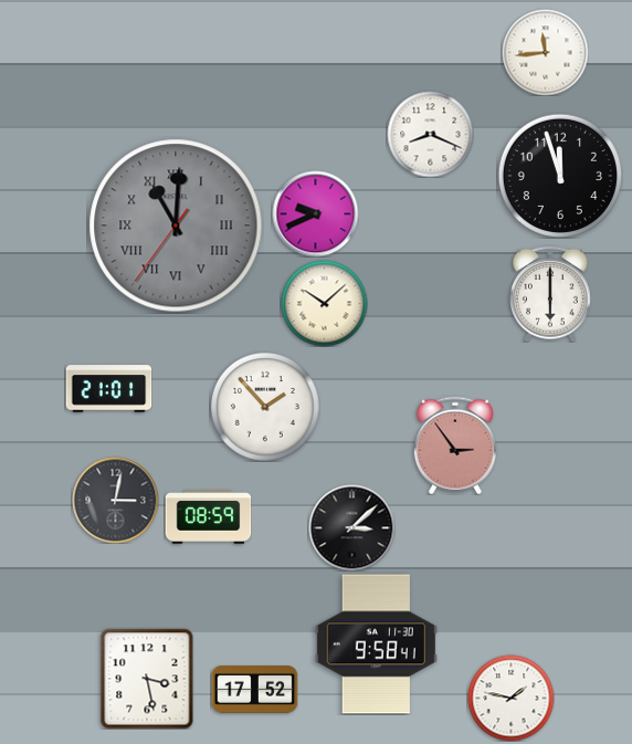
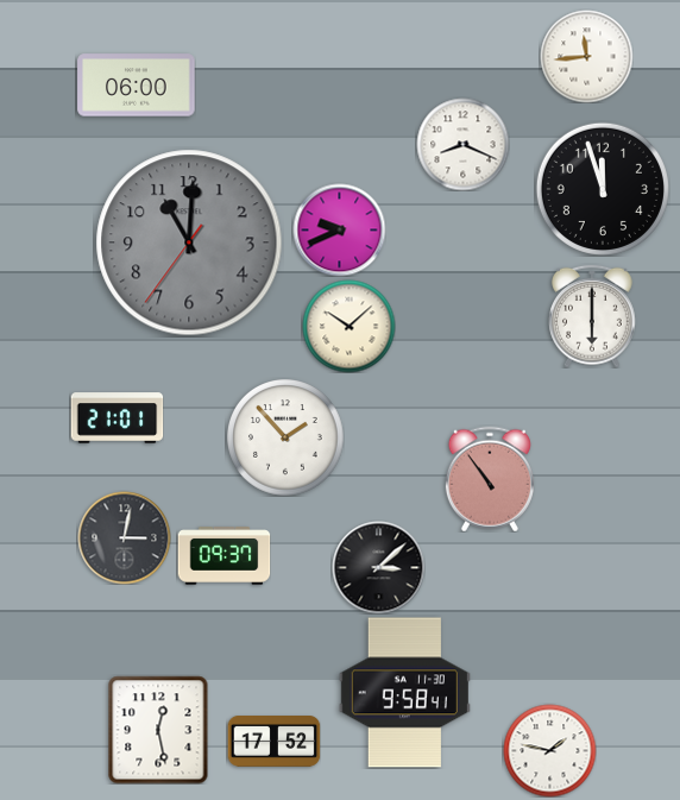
clock at (137, 86): none -> 06:00
clock at (176, 226) numerals: Roman -> Arabic
clock at (455, 446): 2:54 -> 10:54
clock at (208, 517): 08:59 -> 09:37
clock at (147, 679): 3:28 -> 12:28
